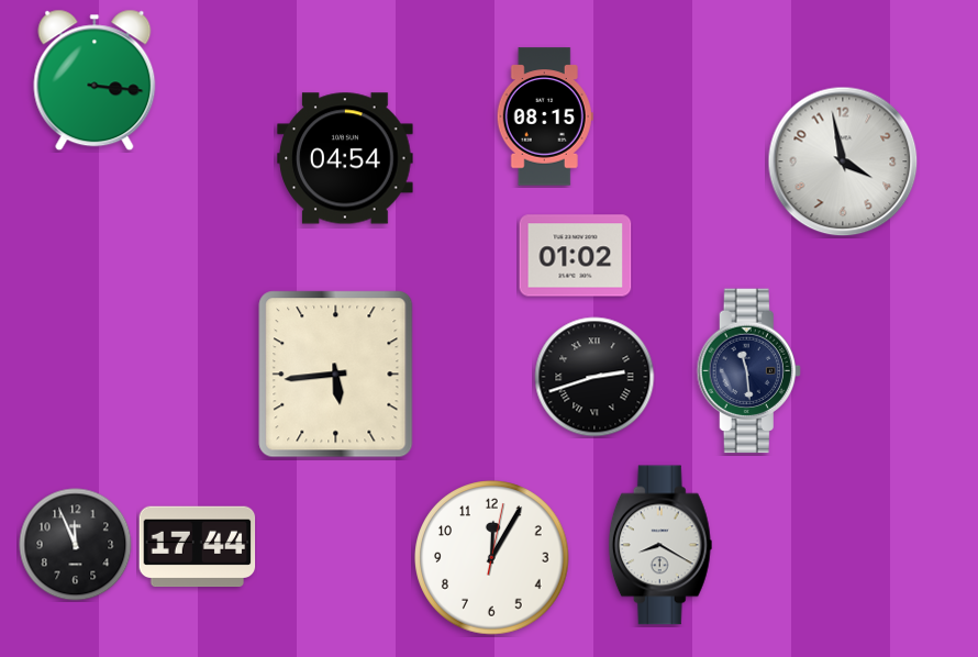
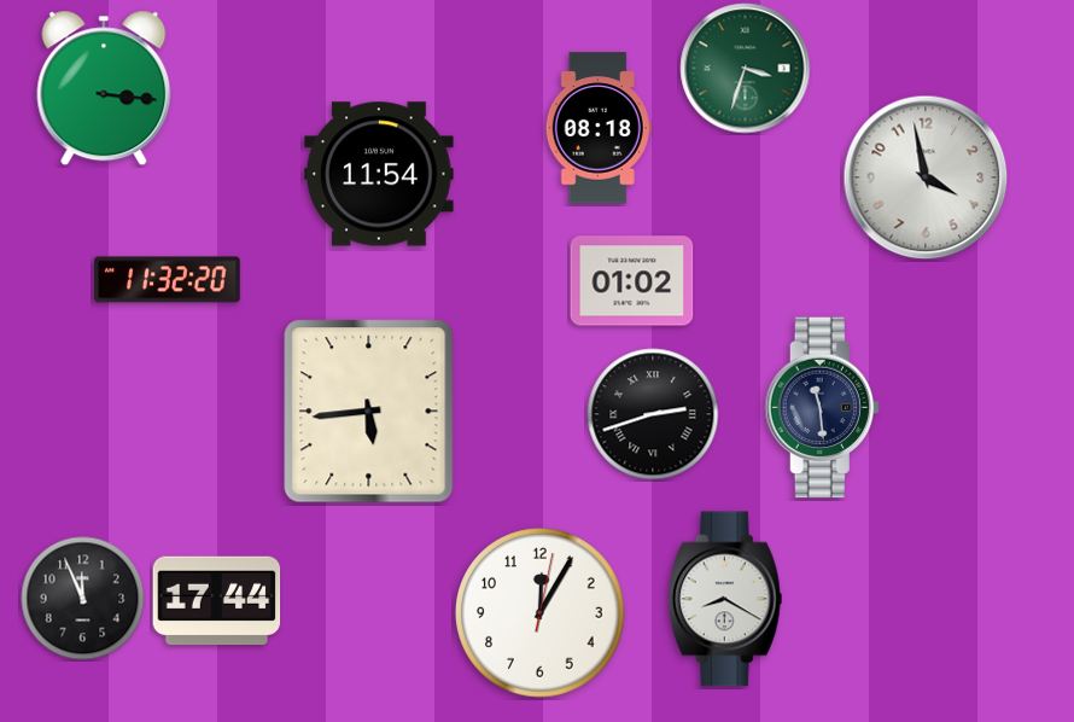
clock at (746, 69): none -> 3:33
clock at (545, 116): 08:15 -> 08:18
clock at (345, 158): 04:54 -> 11:54
clock at (168, 280): none -> 11:32
